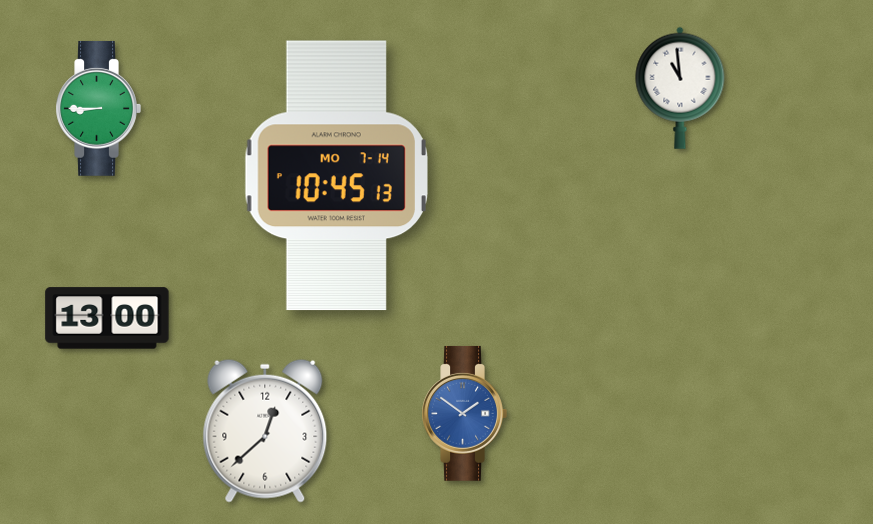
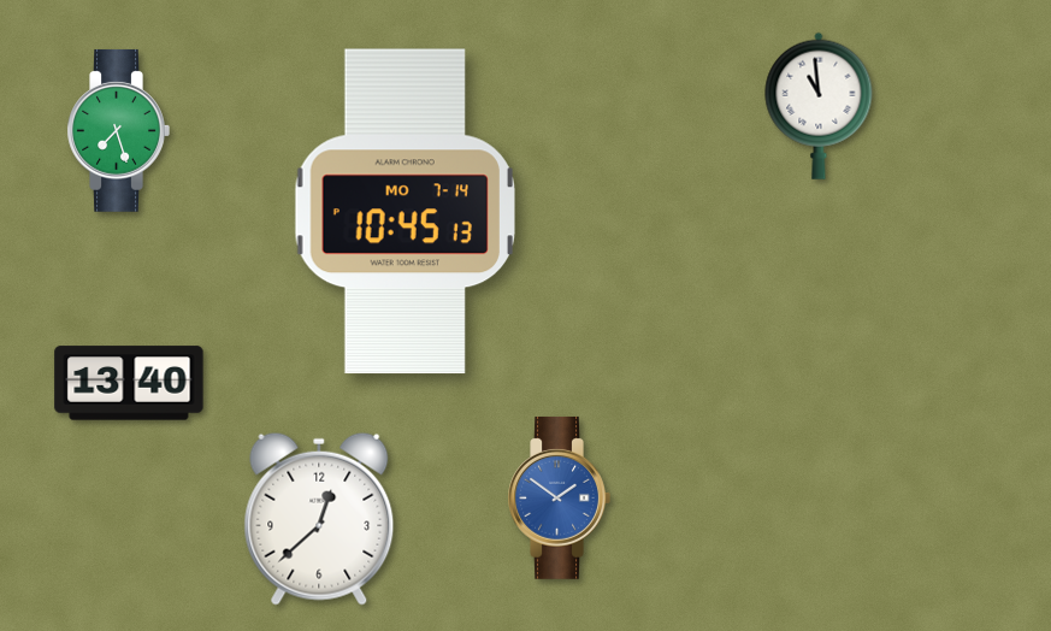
clock at (98, 108): 8:45 -> 7:27
clock at (107, 318): 13:00 -> 13:40
